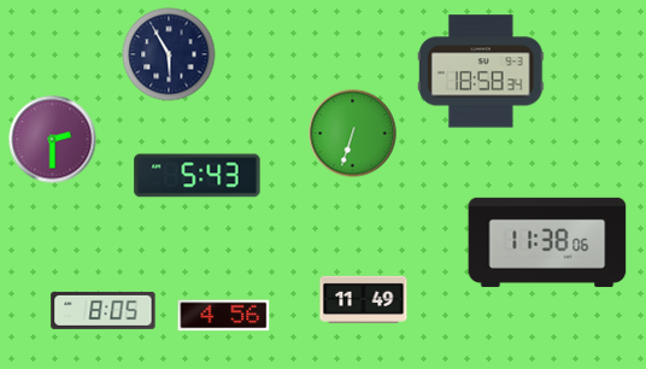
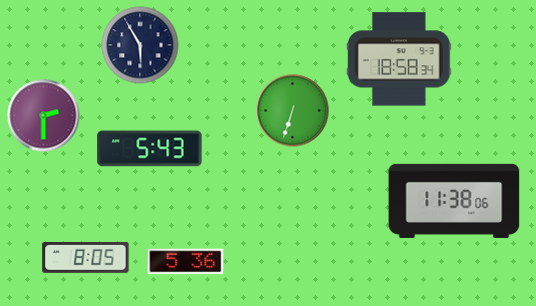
clock at (198, 176) position: (198, 176) -> (150, 149)
clock at (364, 299): 11:49 -> none
clock at (224, 316): 4:56 -> 5:36
